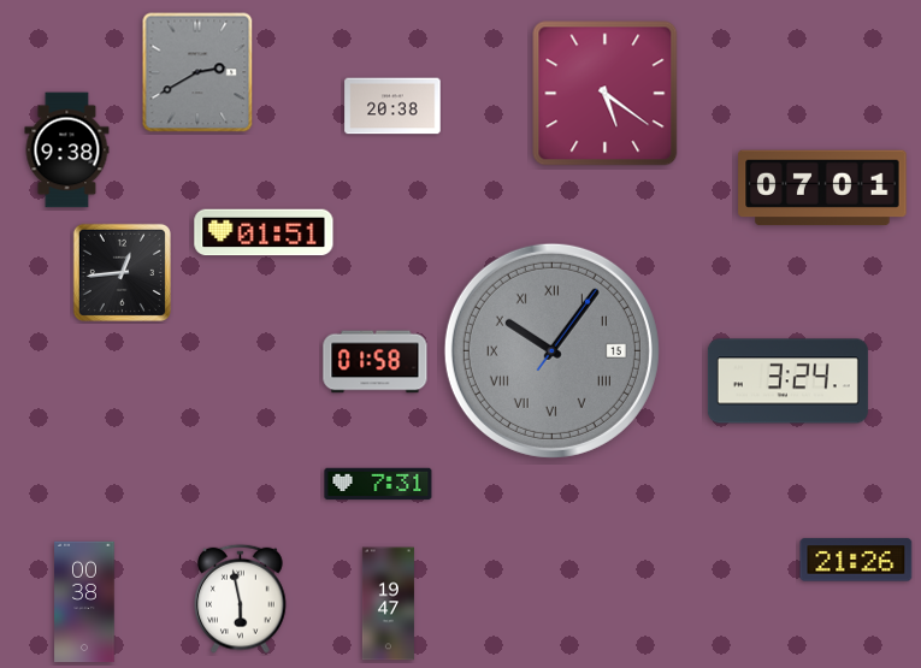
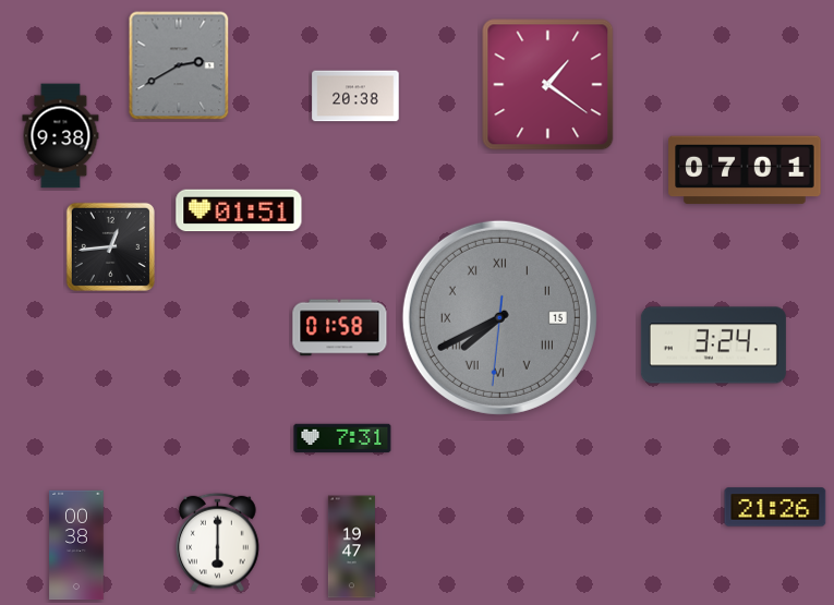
clock at (606, 94): 5:21 -> 1:21
clock at (551, 350): 10:06 -> 7:40
clock at (241, 598): 5:58 -> 6:00
